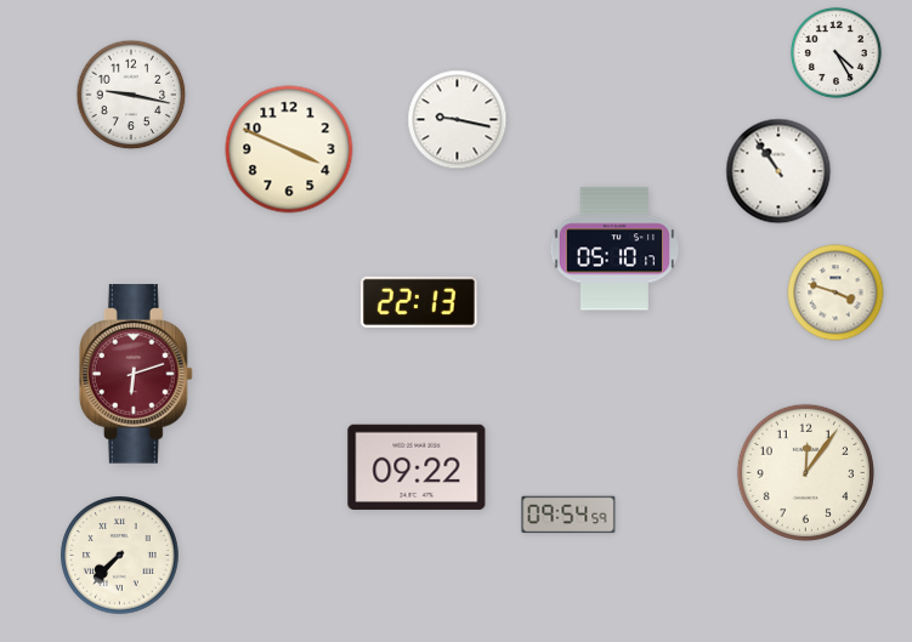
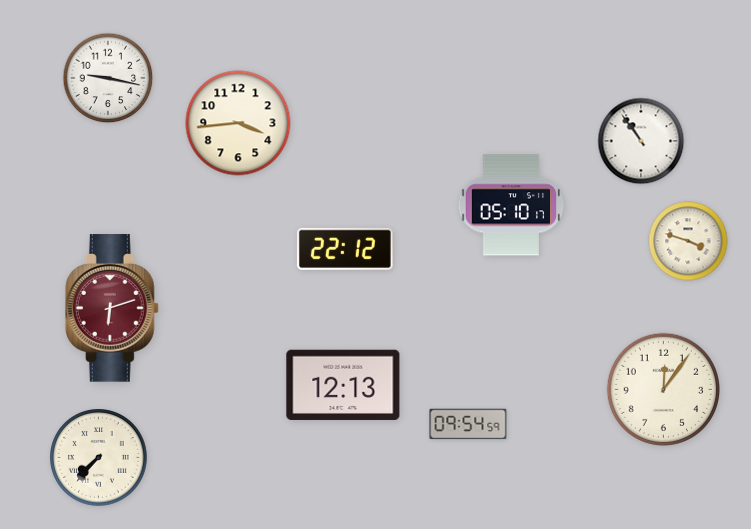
clock at (837, 53): 4:25 -> none
clock at (458, 120): 9:17 -> none
clock at (289, 149): 3:49 -> 3:44
clock at (614, 249) position: (614, 249) -> (511, 205)
clock at (419, 302): 22:13 -> 22:12
clock at (417, 466): 09:22 -> 12:13
